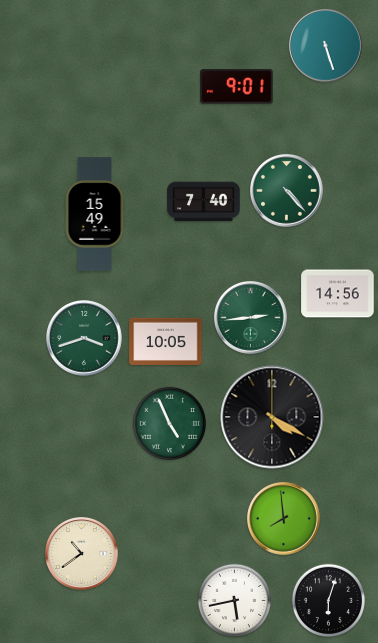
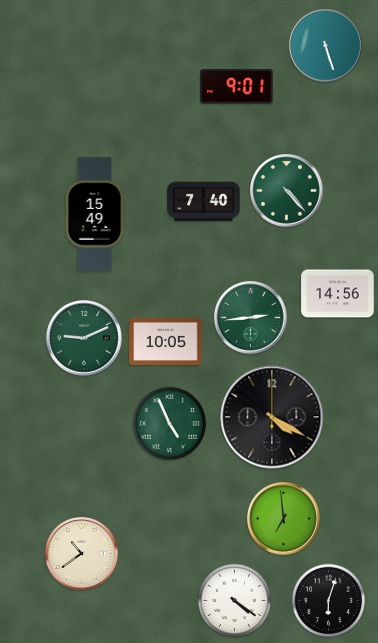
clock at (84, 338): 3:42 -> 9:11
clock at (284, 519): 7:59 -> 6:59
clock at (234, 600): 5:43 -> 4:21
